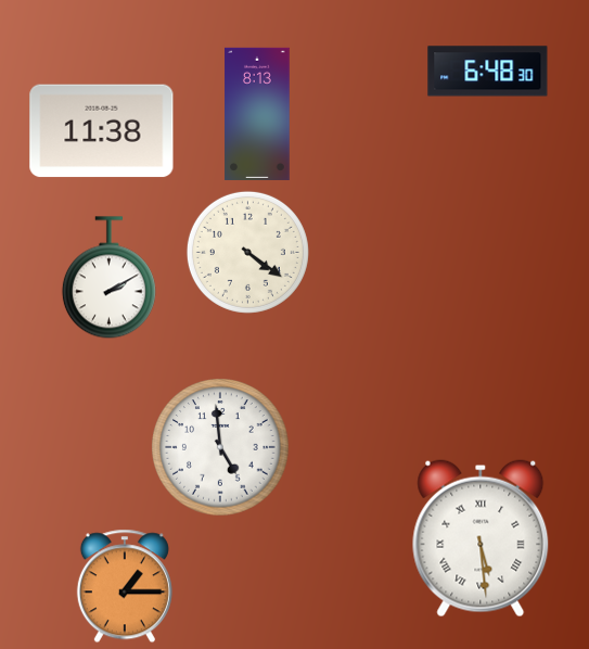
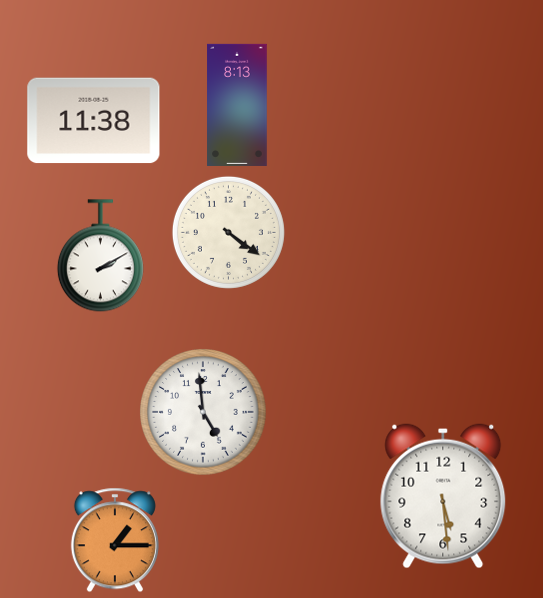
clock at (488, 72): 6:48 -> none
clock at (481, 538) numerals: Roman -> Arabic
